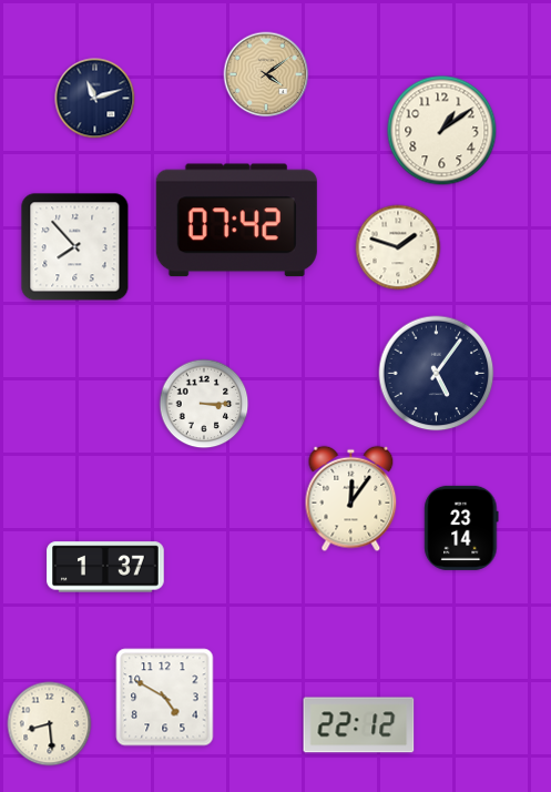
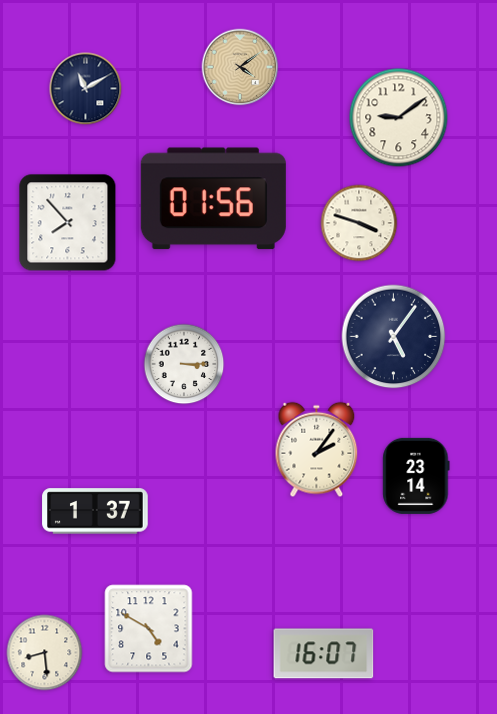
clock at (95, 99): 11:12 -> 11:10
clock at (442, 131): 1:09 -> 9:09
clock at (236, 221): 07:42 -> 01:56
clock at (398, 247): 1:48 -> 3:48
clock at (351, 499): 12:06 -> 2:06
clock at (359, 725): 22:12 -> 16:07
